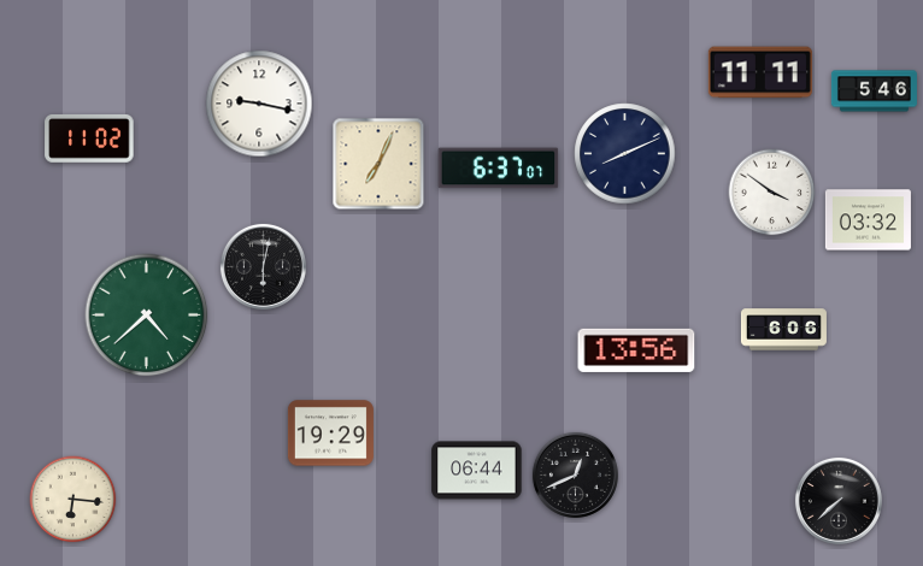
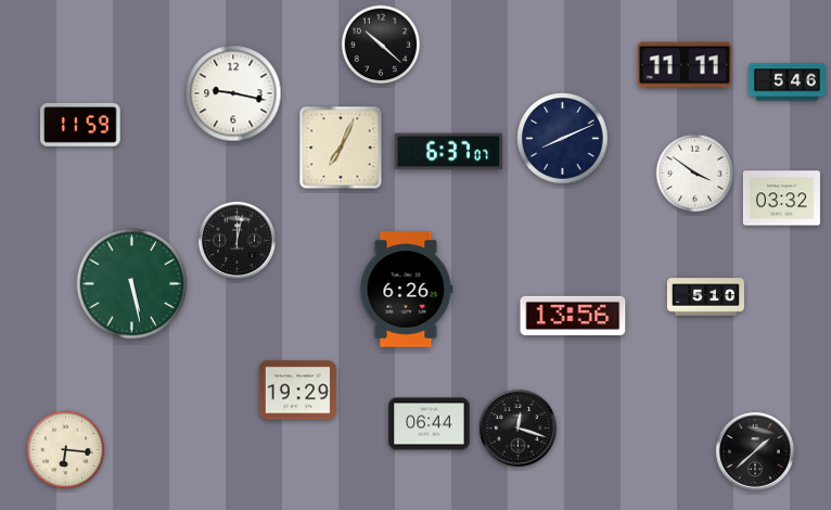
clock at (381, 44): none -> 10:22
clock at (89, 138): 11:02 -> 11:59
clock at (263, 266): 6:02 -> 12:02
clock at (147, 316): 4:38 -> 5:28
clock at (407, 290): none -> 6:26
clock at (783, 330): 6:06 -> 5:10
clock at (575, 474): 12:41 -> 12:18
clock at (839, 501): 7:38 -> 1:38
